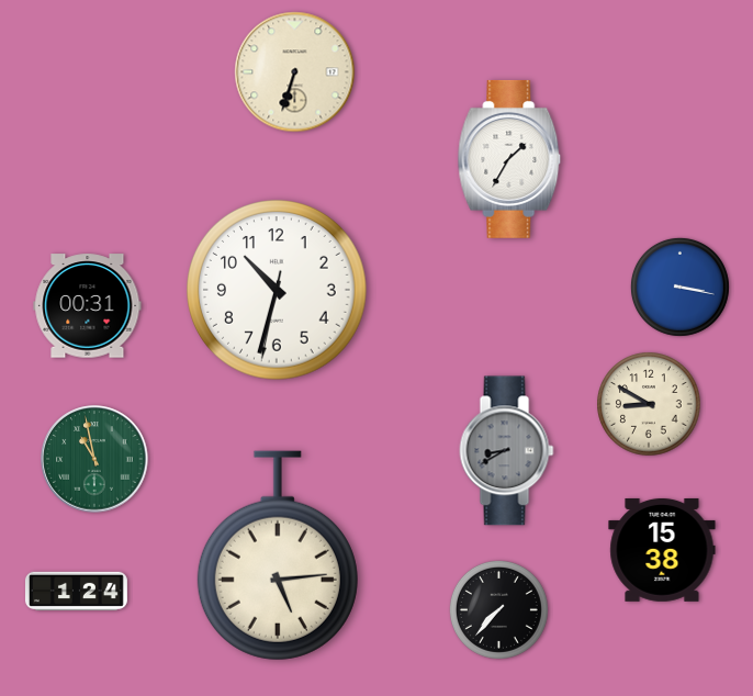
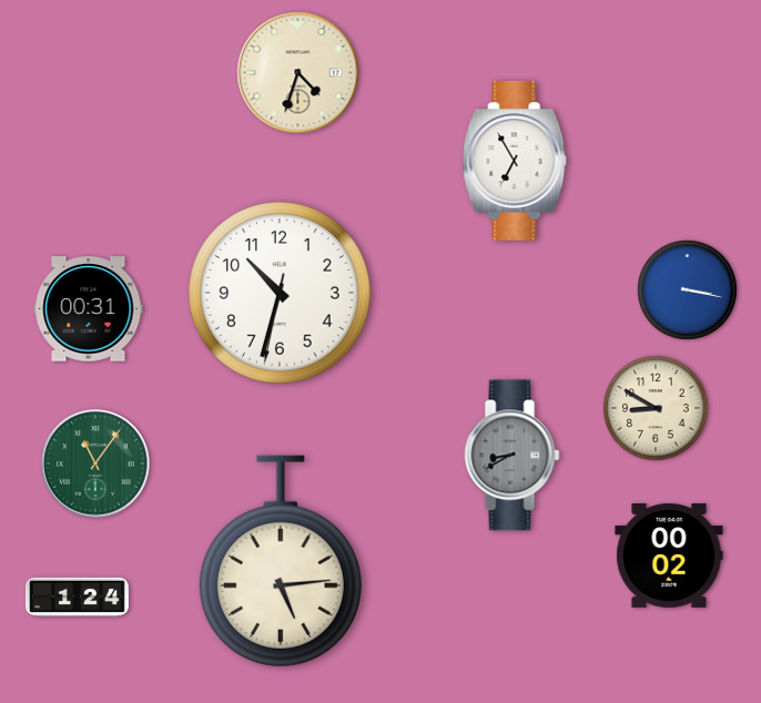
clock at (295, 72): 6:33 -> 4:33
clock at (509, 159): 1:35 -> 6:55
clock at (94, 459): 10:58 -> 11:06
clock at (662, 550): 15:38 -> 00:02
clock at (498, 609): 7:37 -> none
